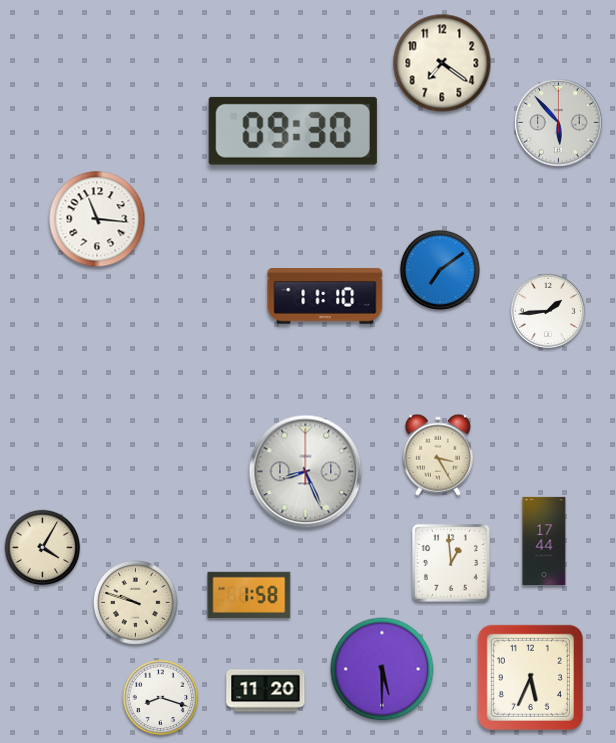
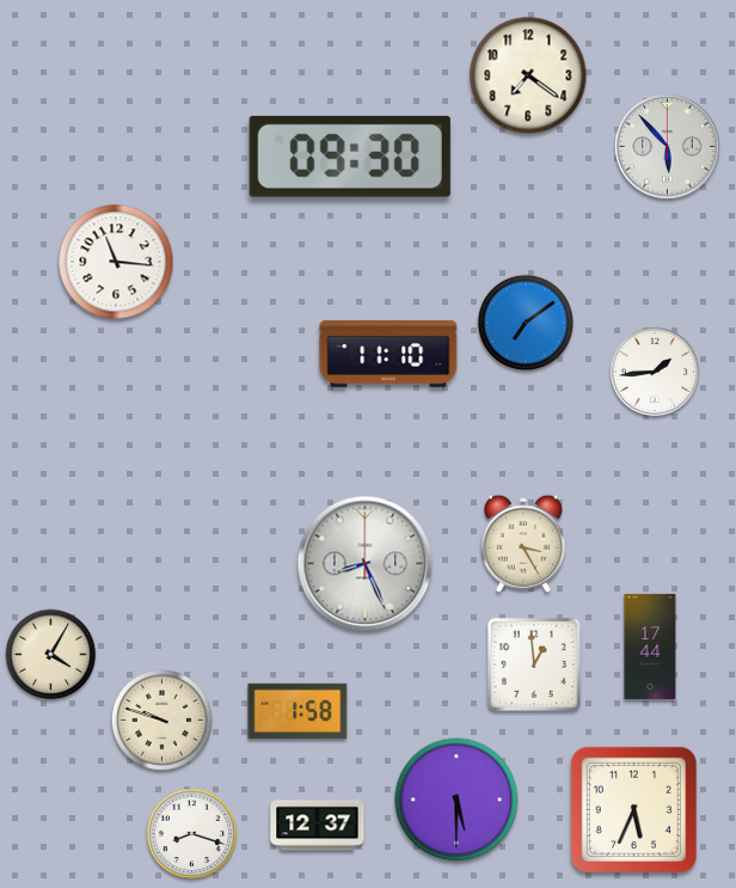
clock at (451, 563) position: (451, 563) -> (534, 665)
clock at (266, 691): 11:20 -> 12:37
